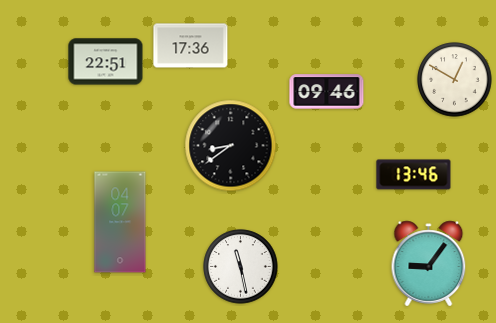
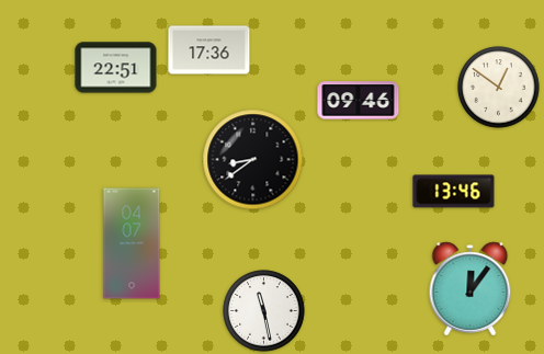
clock at (455, 80): 12:50 -> 12:51
clock at (429, 264): 9:06 -> 12:06
clock at (241, 267) position: (241, 267) -> (264, 311)
